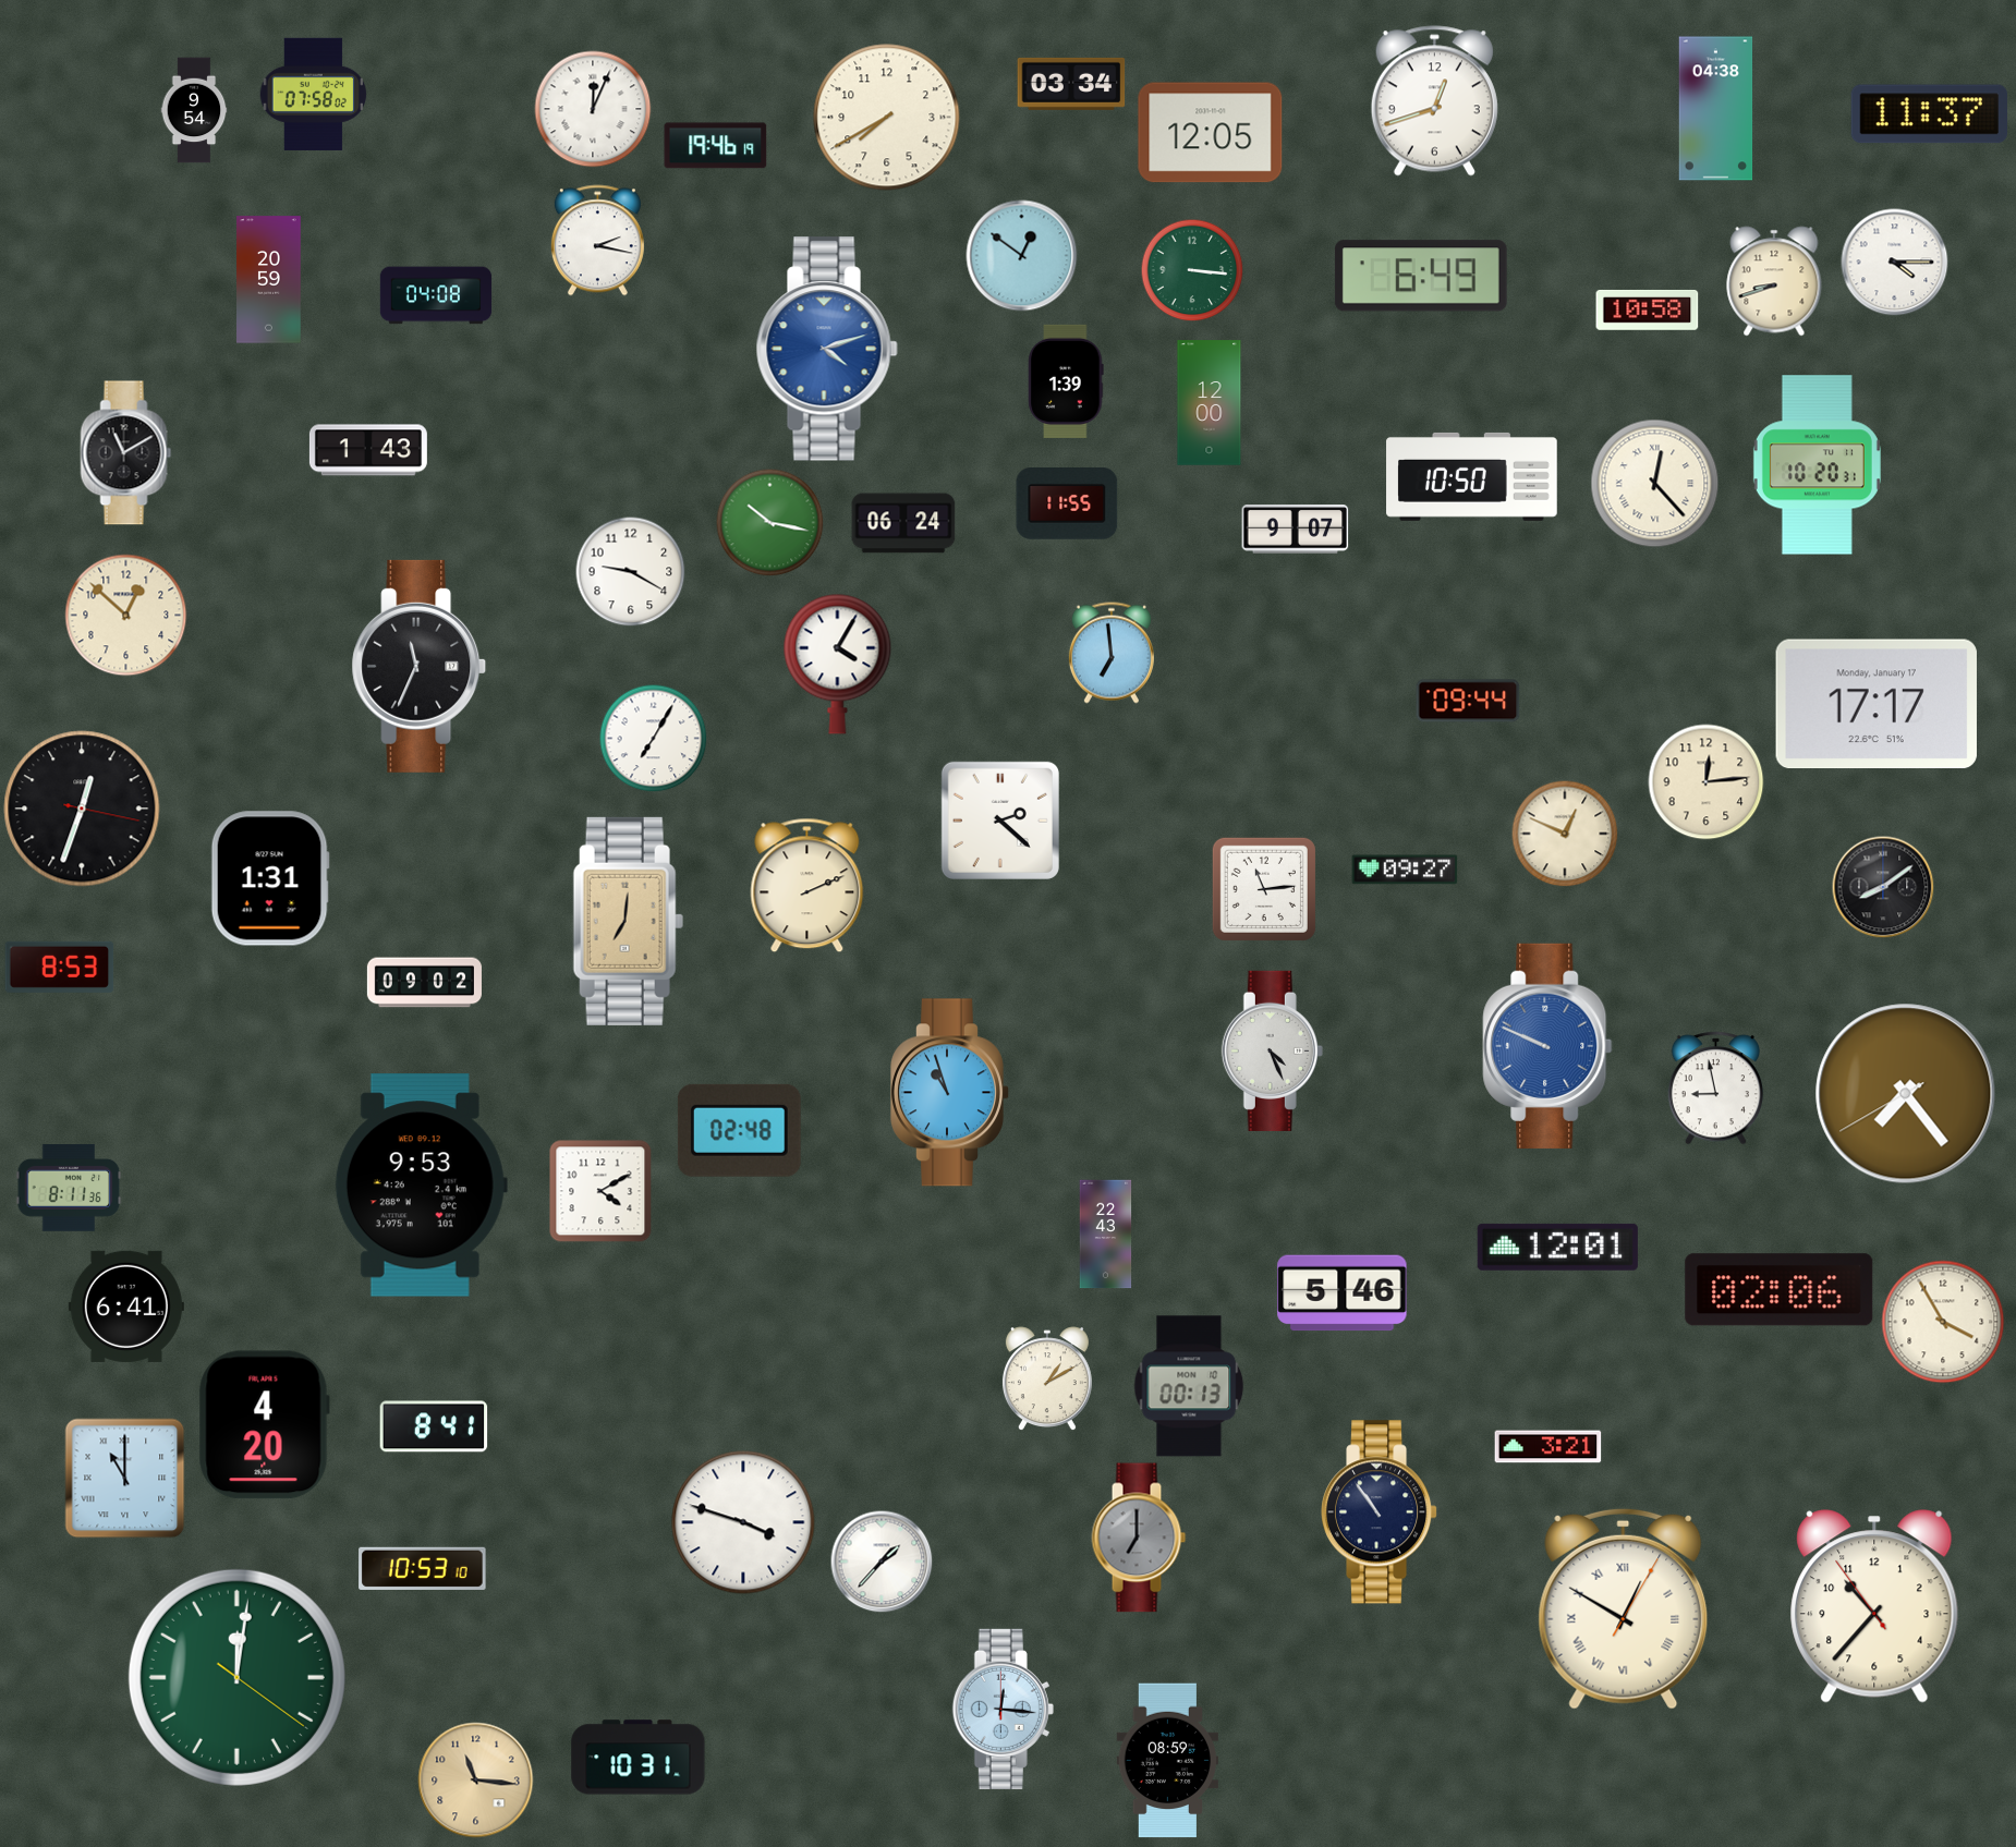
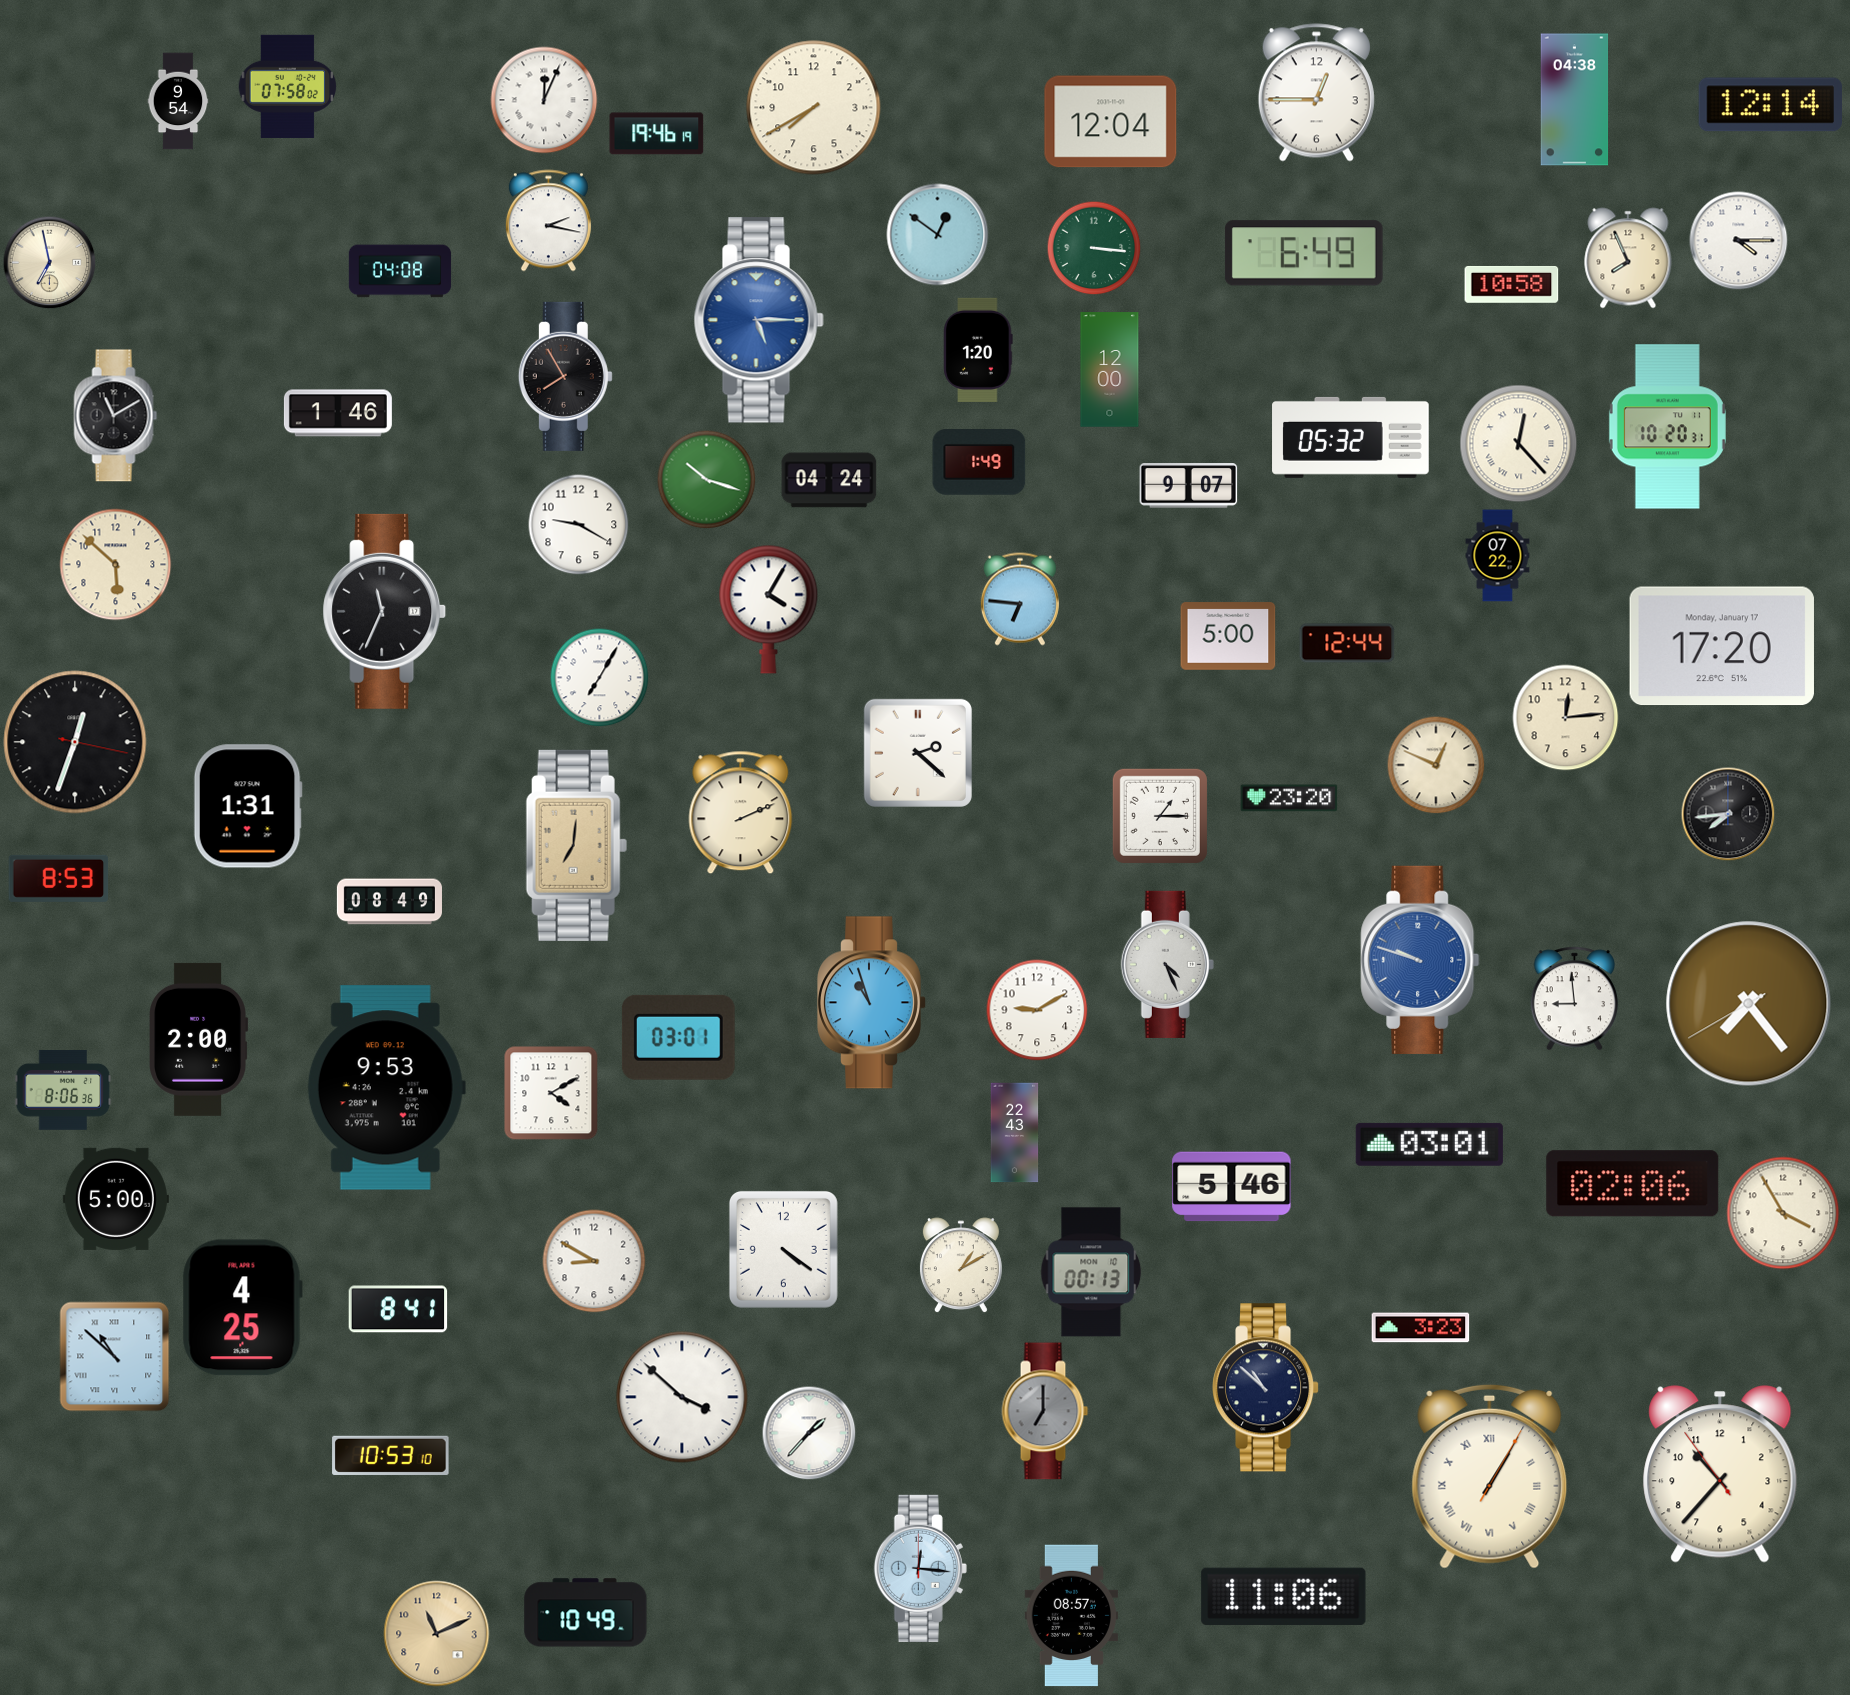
clock at (1071, 84): 03:34 -> none
clock at (1434, 101): 12:42 -> 12:45
clock at (1929, 114): 11:37 -> 12:14
clock at (1211, 133): 12:05 -> 12:04
clock at (269, 280): 20:59 -> none
clock at (1774, 281): 8:42 -> 7:56
clock at (49, 262): none -> 6:58
clock at (827, 349): 4:12 -> 5:15
clock at (1066, 381): 1:39 -> 1:20
clock at (565, 376): none -> 7:55
clock at (368, 450): 1:43 -> 1:46
clock at (1472, 476): 10:50 -> 05:32
clock at (1067, 505): 11:55 -> 1:49
clock at (770, 523): 10:17 -> 10:18
clock at (903, 523): 06:24 -> 04:24
clock at (1498, 556): none -> 07:22
clock at (126, 616): 12:52 -> 5:52
clock at (1112, 653): 6:59 -> 6:46
clock at (1228, 636): none -> 5:00
clock at (1468, 701): 09:44 -> 12:44
clock at (1877, 704): 17:17 -> 17:20
clock at (1405, 870): 09:27 -> 23:20
clock at (1883, 887): 8:09 -> 7:44
clock at (1264, 889): 11:14 -> 1:15
clock at (60, 967) position: (60, 967) -> (59, 878)
clock at (424, 983): 09:02 -> 08:49
clock at (1547, 1046): 9:49 -> 9:48
clock at (1716, 1089): 8:58 -> 8:59
clock at (1037, 1010): none -> 9:10
clock at (739, 1130): 02:48 -> 03:01
clock at (199, 1039): none -> 2:00
clock at (69, 1189): 8:11 -> 8:06
clock at (1557, 1247): 12:01 -> 03:01
clock at (126, 1307): 6:41 -> 5:00
clock at (783, 1249): none -> 4:21
clock at (594, 1261): none -> 8:50
clock at (264, 1425): 4:20 -> 4:25
clock at (1549, 1447): 3:21 -> 3:23
clock at (125, 1479): 11:00 -> 10:52
clock at (1381, 1512): 10:54 -> 10:52
clock at (743, 1522): 3:48 -> 3:52
clock at (423, 1568) position: (423, 1568) -> (391, 1455)
clock at (1624, 1608): 12:50 -> 1:05
clock at (236, 1677): 12:01 -> none
clock at (1284, 1596): none -> 11:06
clock at (639, 1758): 10:31 -> 10:49
clock at (1168, 1761): 08:59 -> 08:57
clock at (476, 1781): 11:16 -> 11:11
